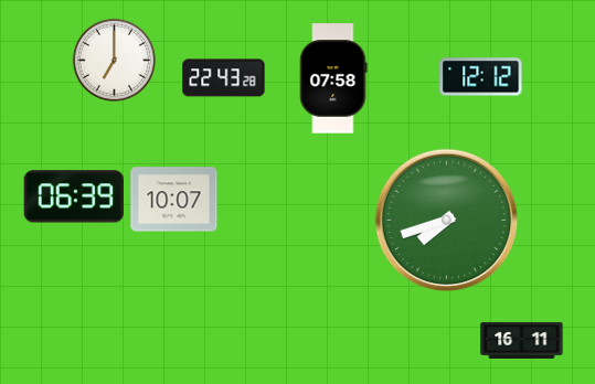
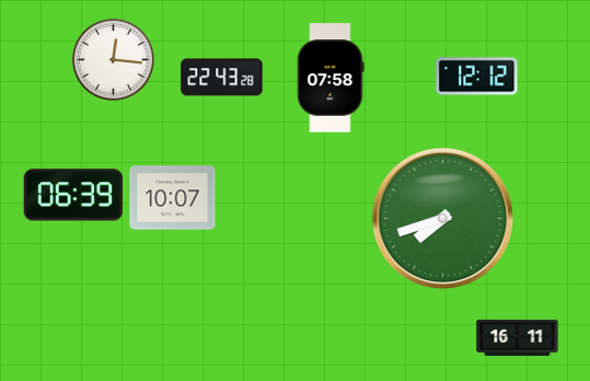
clock at (114, 60): 7:00 -> 12:16
